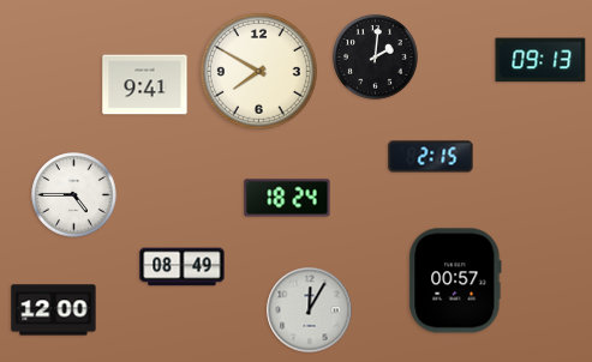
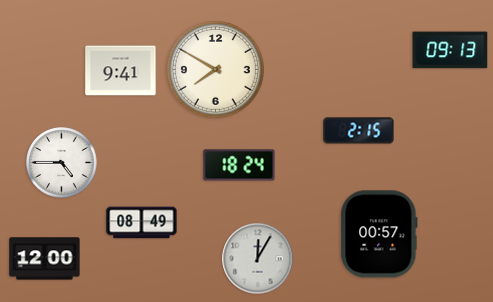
clock at (376, 58): 2:01 -> none
clock at (259, 72) position: (259, 72) -> (216, 70)
clock at (183, 267) position: (183, 267) -> (142, 223)
